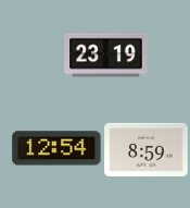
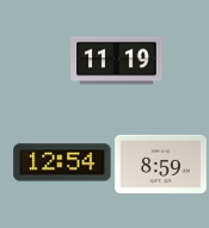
clock at (106, 56): 23:19 -> 11:19
